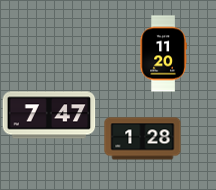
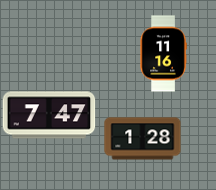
clock at (163, 54): 11:20 -> 11:16
